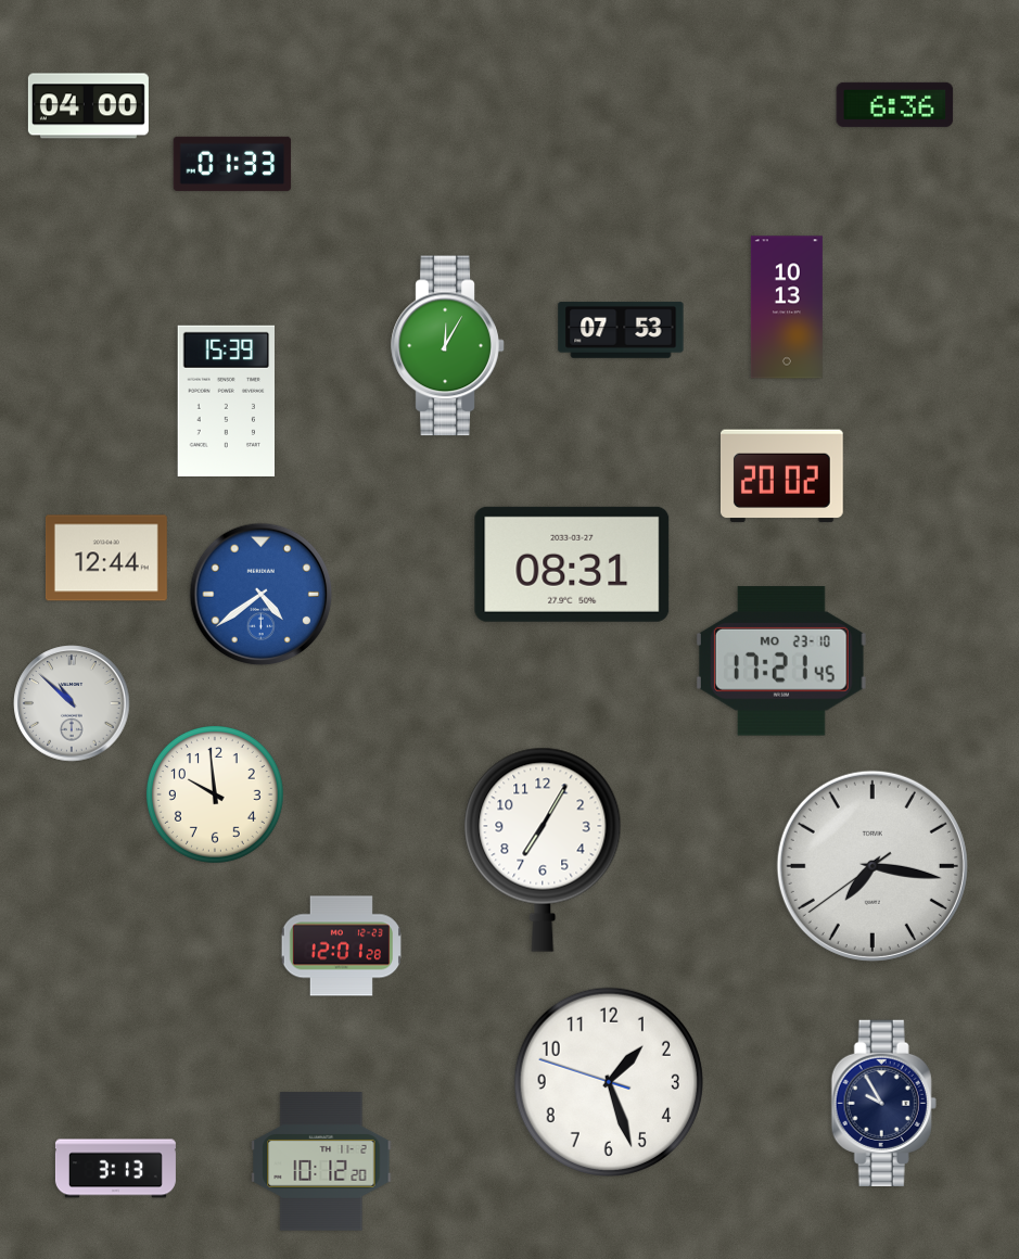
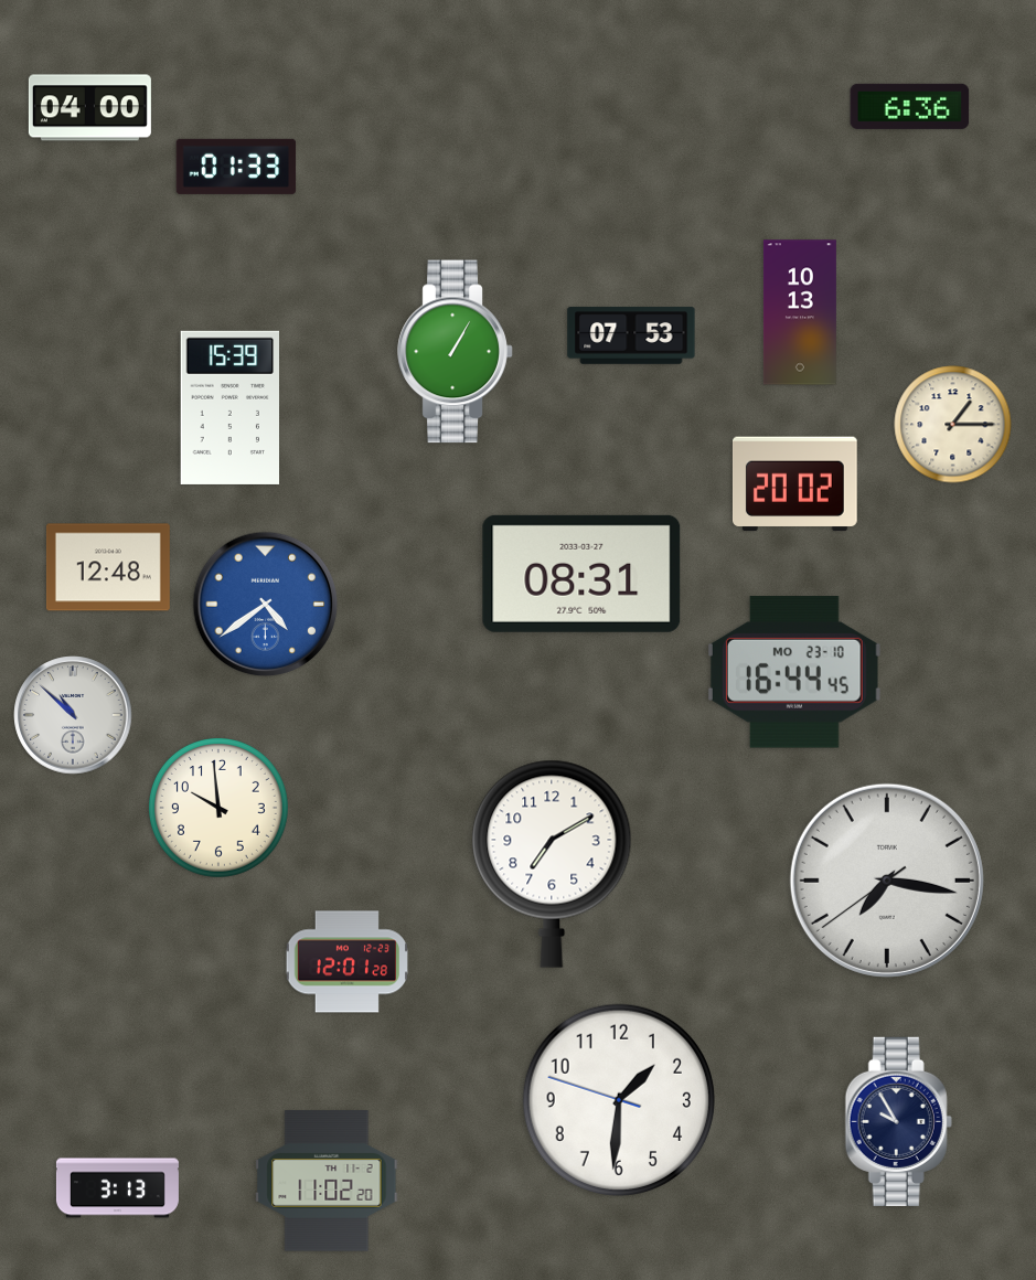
clock at (448, 346): 12:05 -> 1:05
clock at (953, 425): none -> 1:15
clock at (106, 558): 12:44 -> 12:48
clock at (781, 661): 17:21 -> 16:44
clock at (543, 850): 7:05 -> 7:10
clock at (609, 1082): 1:26 -> 1:30
clock at (321, 1161): 10:12 -> 11:02
